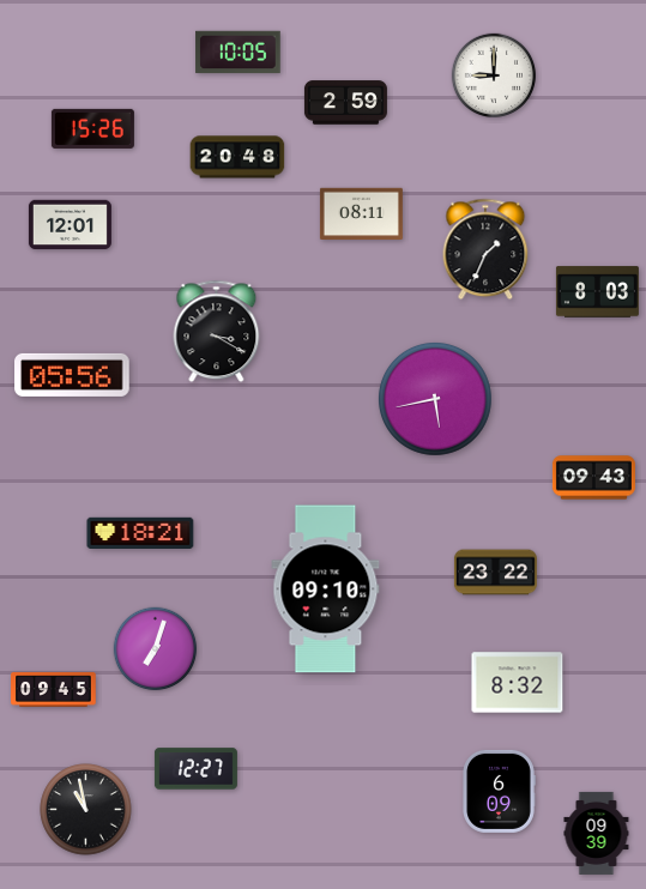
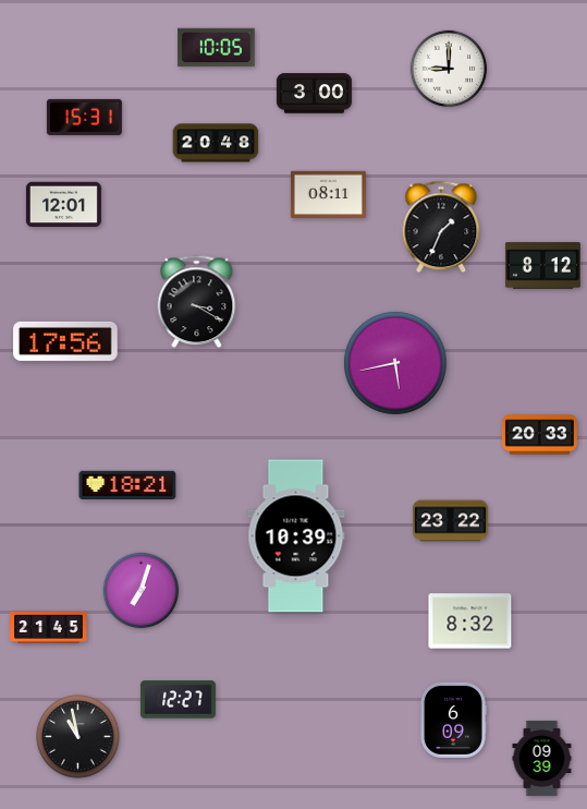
clock at (345, 103): 2:59 -> 3:00
clock at (92, 128): 15:26 -> 15:31
clock at (597, 292): 8:03 -> 8:12
clock at (72, 375): 05:56 -> 17:56
clock at (593, 478): 09:43 -> 20:33
clock at (326, 589): 09:10 -> 10:39
clock at (54, 690): 09:45 -> 21:45
